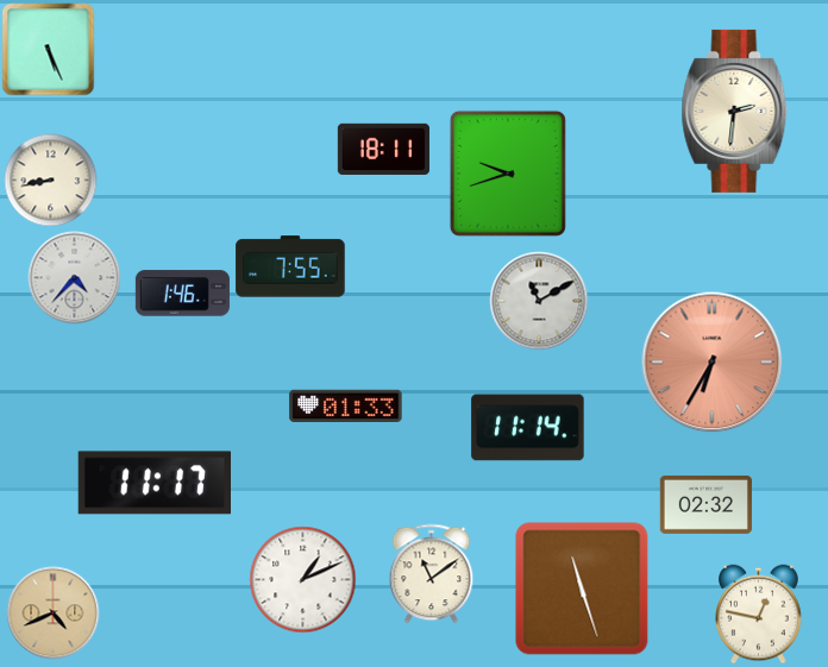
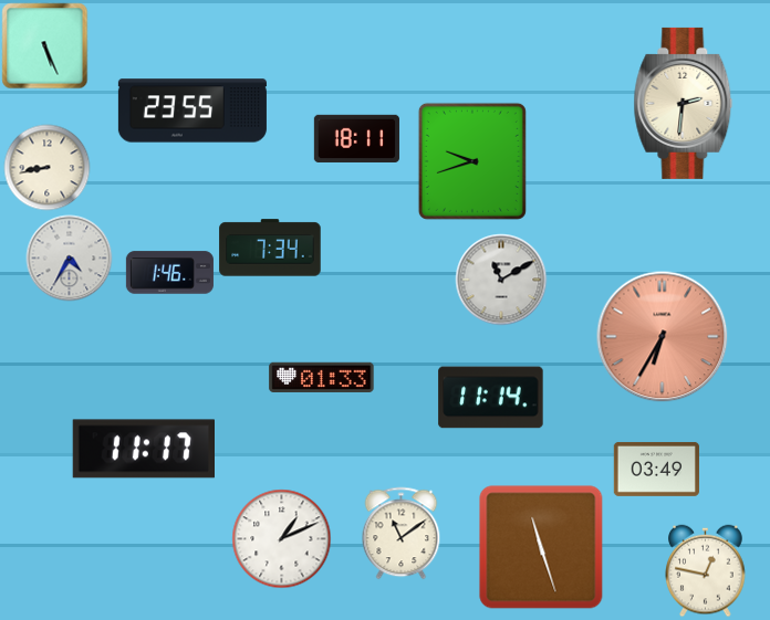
clock at (192, 111): none -> 23:55
clock at (290, 266): 7:55 -> 7:34
clock at (74, 277): 4:37 -> 4:35
clock at (705, 504): 02:32 -> 03:49
clock at (52, 612): 4:41 -> none
